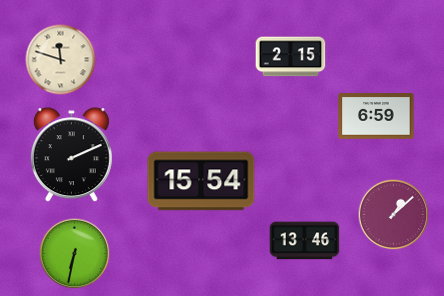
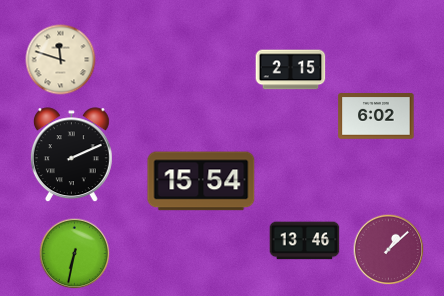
clock at (291, 57) position: (291, 57) -> (291, 70)
clock at (376, 117): 6:59 -> 6:02
clock at (394, 215) position: (394, 215) -> (389, 250)
